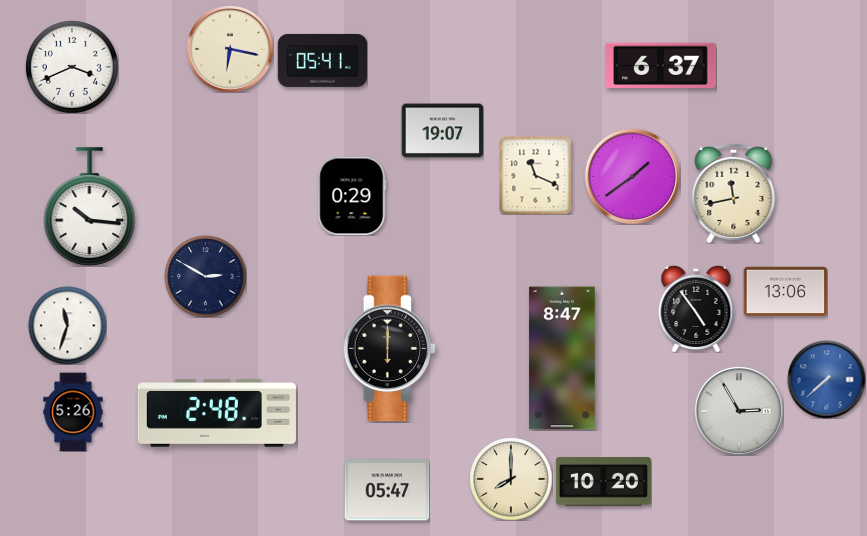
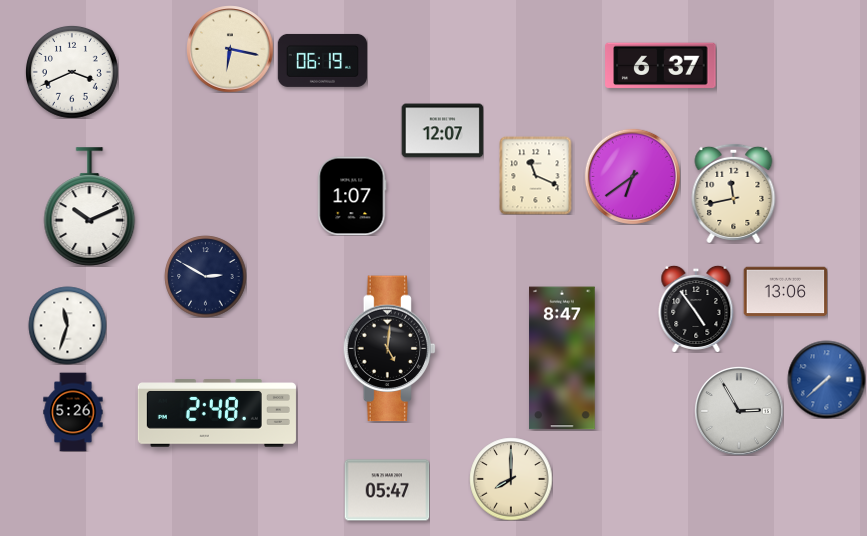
clock at (322, 60): 05:41 -> 06:19
clock at (72, 67) position: (72, 67) -> (72, 72)
clock at (442, 131): 19:07 -> 12:07
clock at (632, 176): 1:39 -> 6:39
clock at (352, 196): 0:29 -> 1:07
clock at (90, 207): 10:16 -> 10:11
clock at (390, 349): 6:00 -> 5:01
clock at (603, 482): 10:20 -> none
